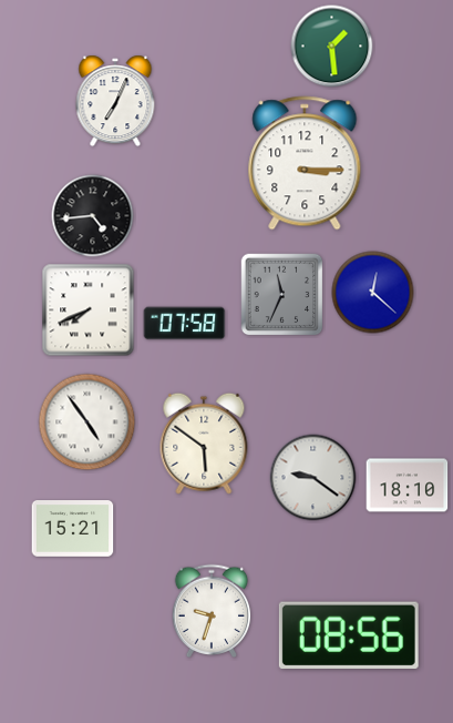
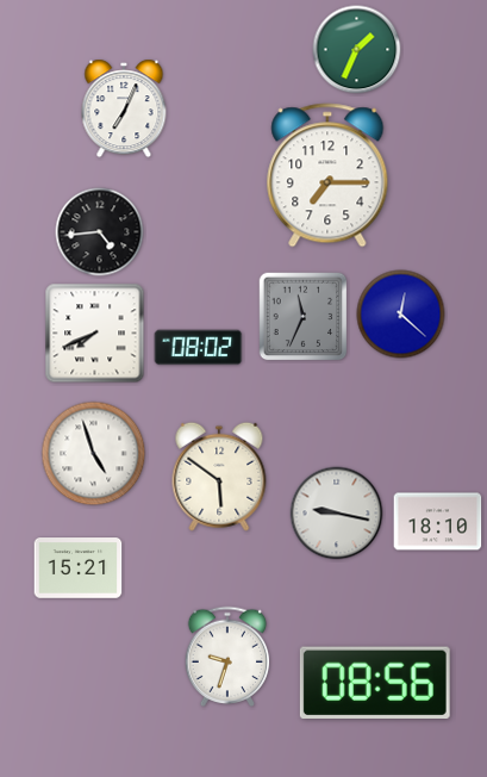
clock at (332, 47): 1:29 -> 1:34
clock at (305, 163): 3:15 -> 7:15
clock at (185, 324): 07:58 -> 08:02
clock at (87, 422): 4:54 -> 4:57
clock at (313, 478): 9:21 -> 9:17
